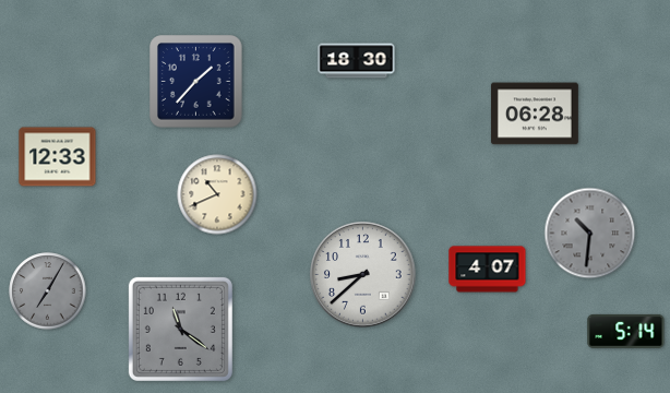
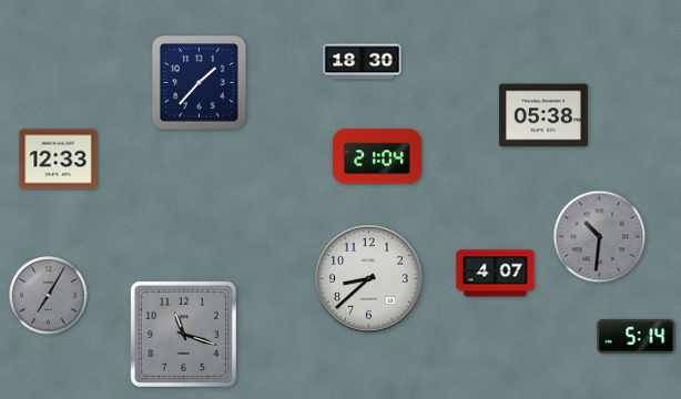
clock at (535, 114): 06:28 -> 05:38
clock at (377, 156): none -> 21:04
clock at (217, 194): 10:41 -> none
clock at (180, 329): 11:21 -> 11:18
